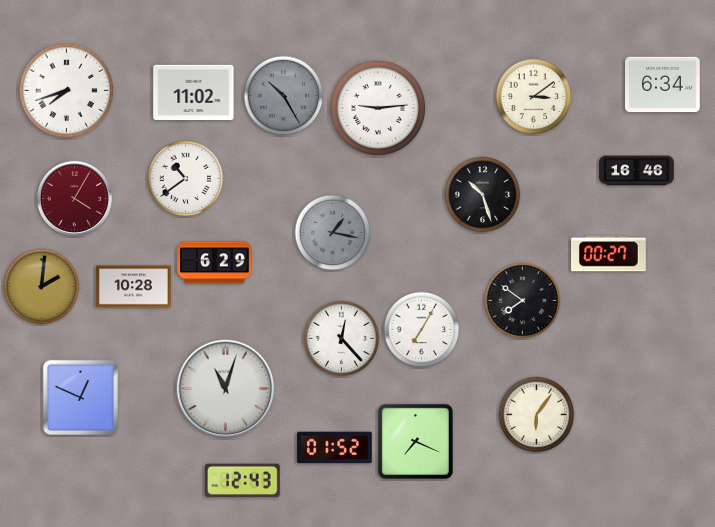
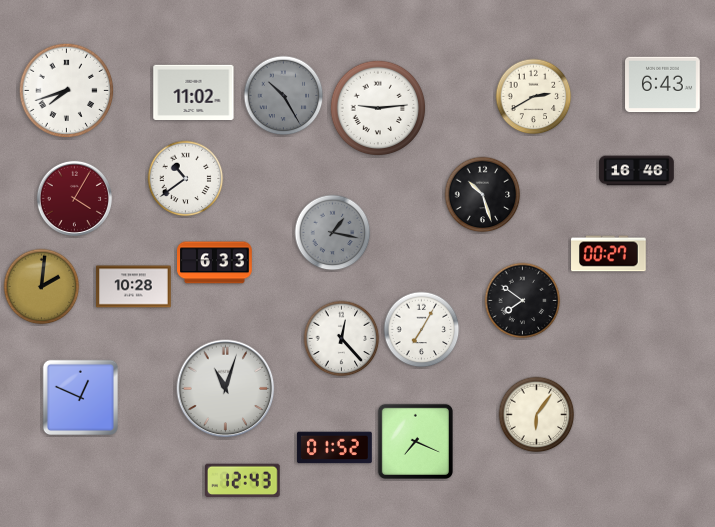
clock at (663, 85): 6:34 -> 6:43
clock at (534, 97): 3:09 -> 2:40
clock at (215, 263): 6:29 -> 6:33
